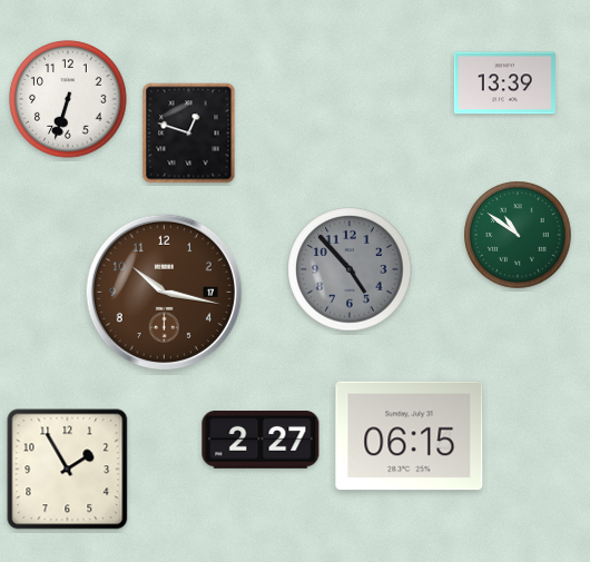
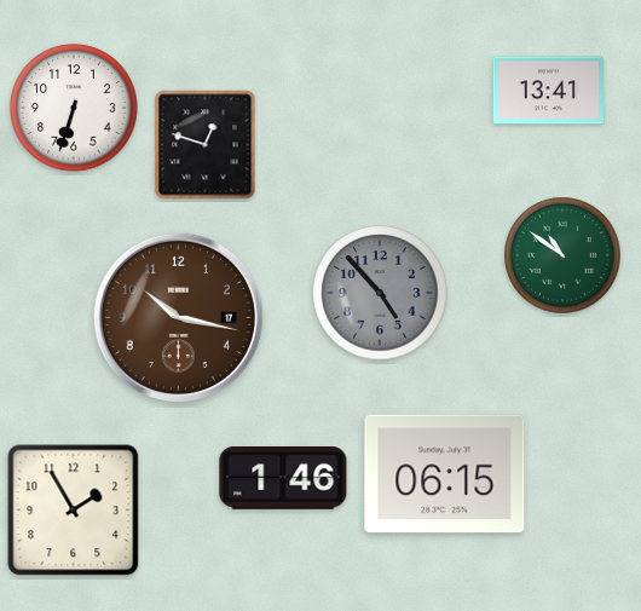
clock at (504, 83): 13:39 -> 13:41
clock at (260, 441): 2:27 -> 1:46
